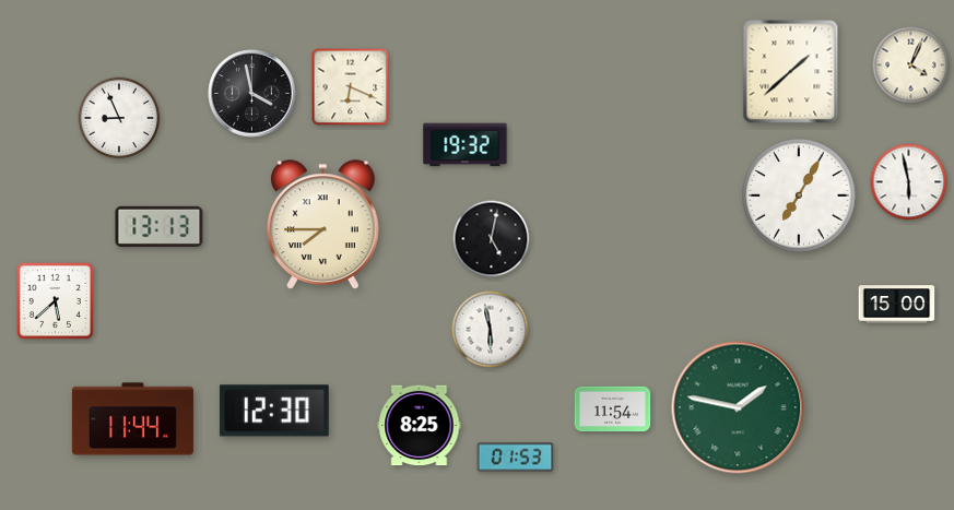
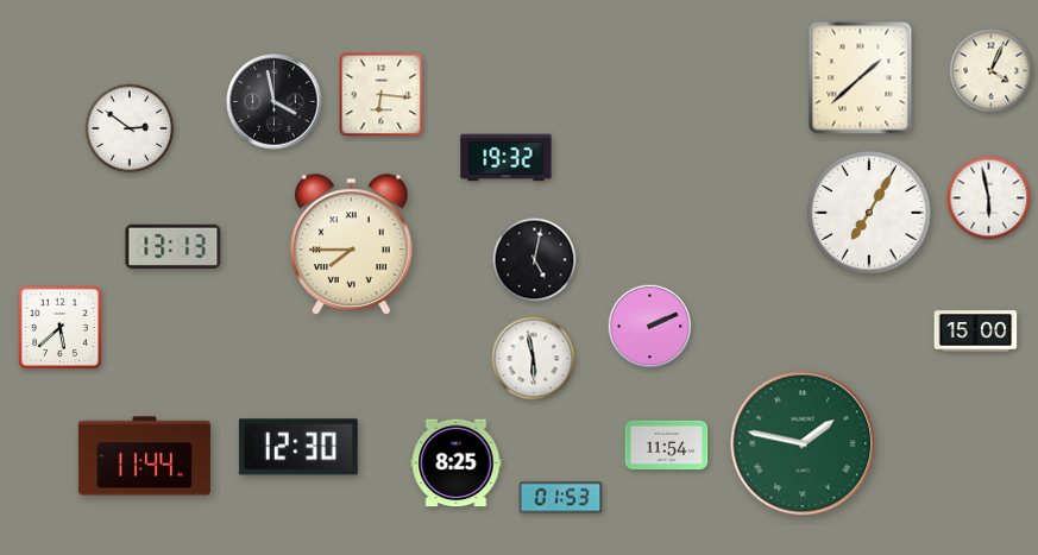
clock at (351, 87): 6:19 -> 6:16
clock at (119, 118): 8:56 -> 2:51
clock at (650, 327): none -> 2:11
